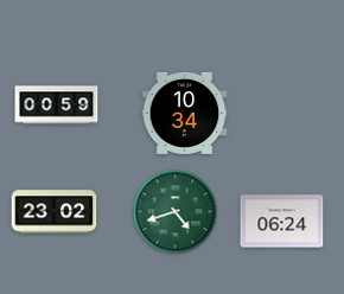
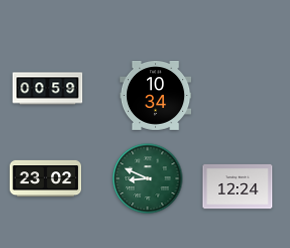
clock at (176, 212): 4:42 -> 8:49
clock at (282, 222): 06:24 -> 12:24
